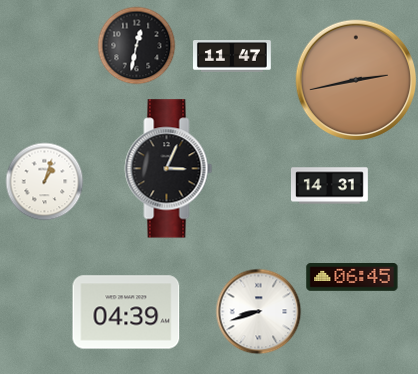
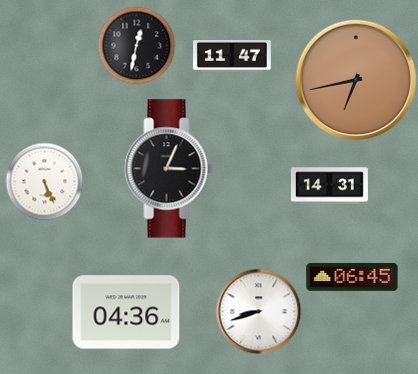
clock at (356, 80): 2:43 -> 6:43
clock at (44, 181): 1:03 -> 5:26
clock at (126, 312): 04:39 -> 04:36
